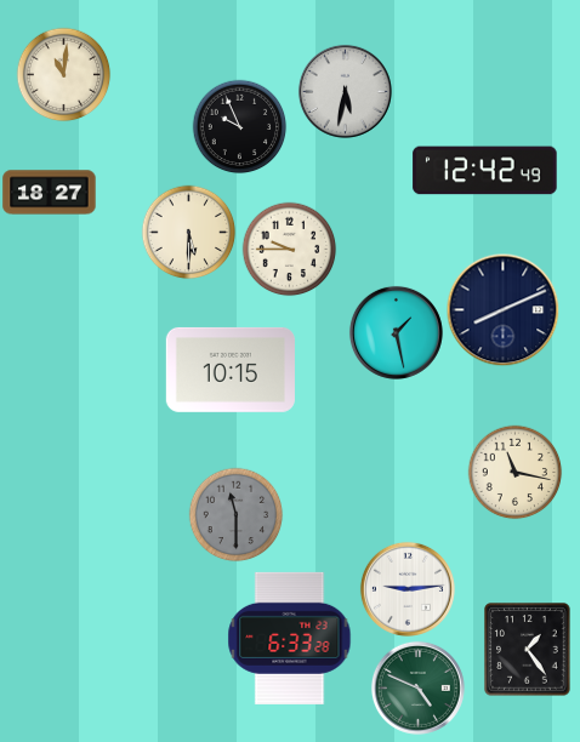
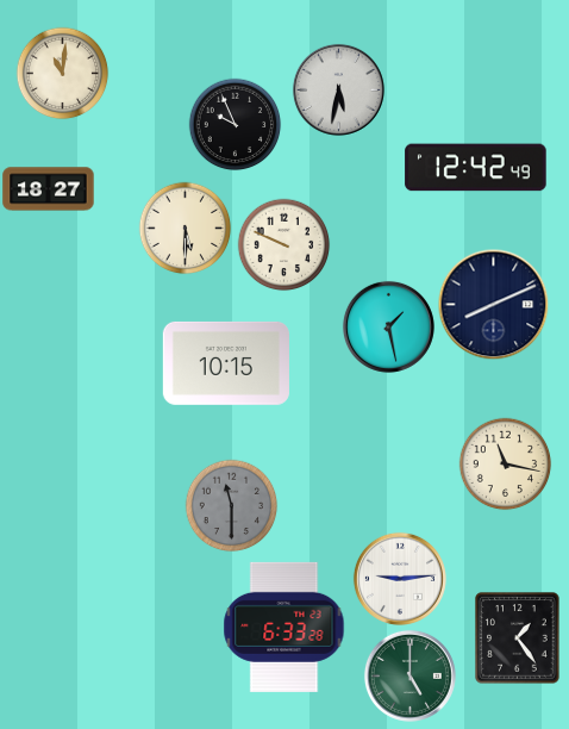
clock at (289, 249): 9:45 -> 9:49
clock at (417, 687): 4:49 -> 5:00
